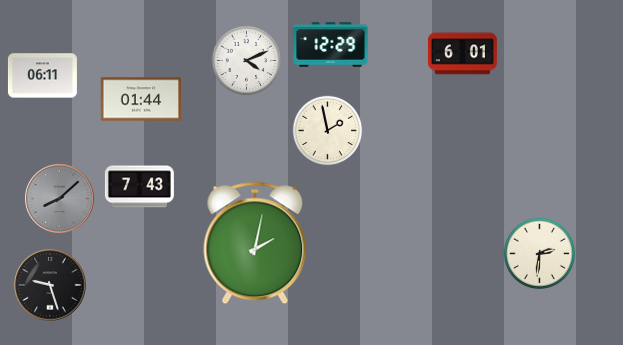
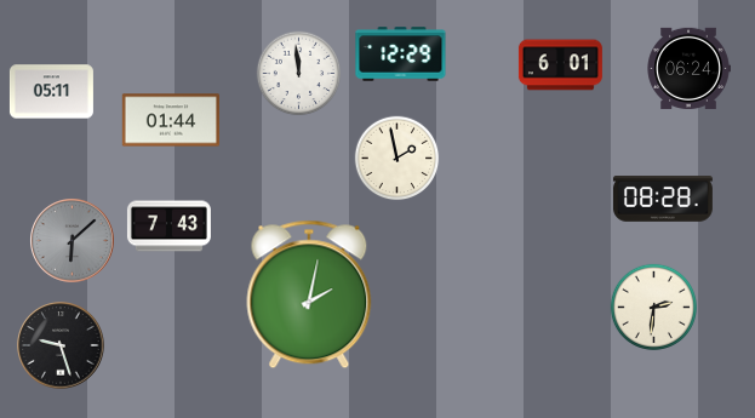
clock at (688, 68): none -> 06:24
clock at (247, 61): 4:11 -> 11:59
clock at (42, 76): 06:11 -> 05:11
clock at (663, 199): none -> 08:28
clock at (60, 199): 8:08 -> 6:08
